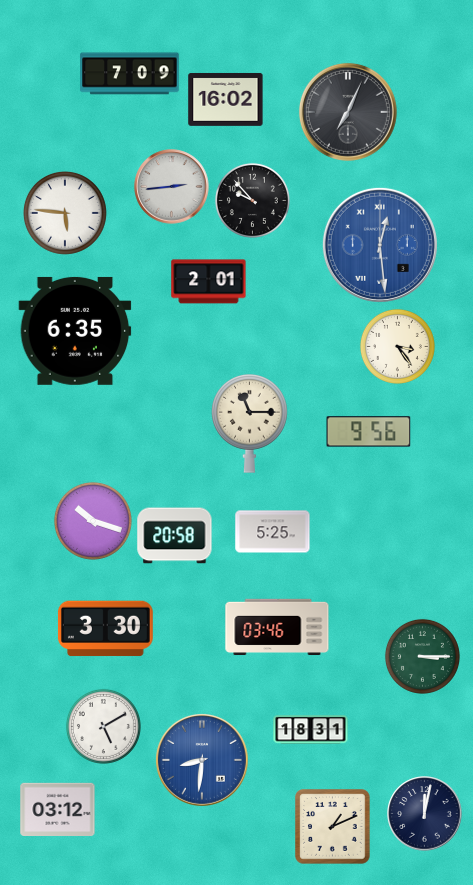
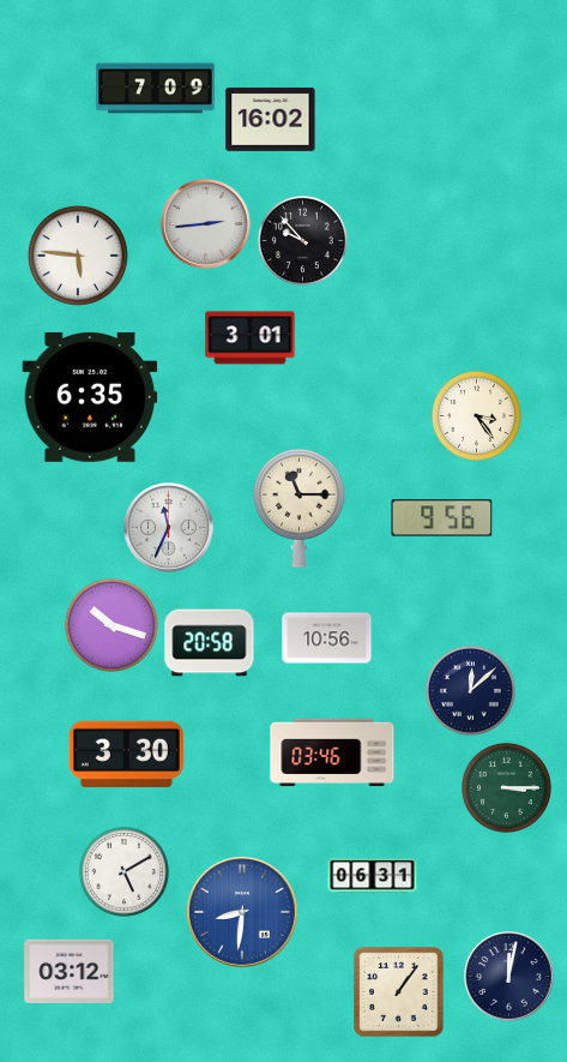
clock at (348, 112): 7:04 -> none
clock at (380, 245): 12:29 -> none
clock at (209, 282): 2:01 -> 3:01
clock at (169, 528): none -> 11:34
clock at (273, 532): 5:25 -> 10:56
clock at (470, 690): none -> 12:08
clock at (311, 730): 18:31 -> 06:31
clock at (333, 827): 1:11 -> 1:06
